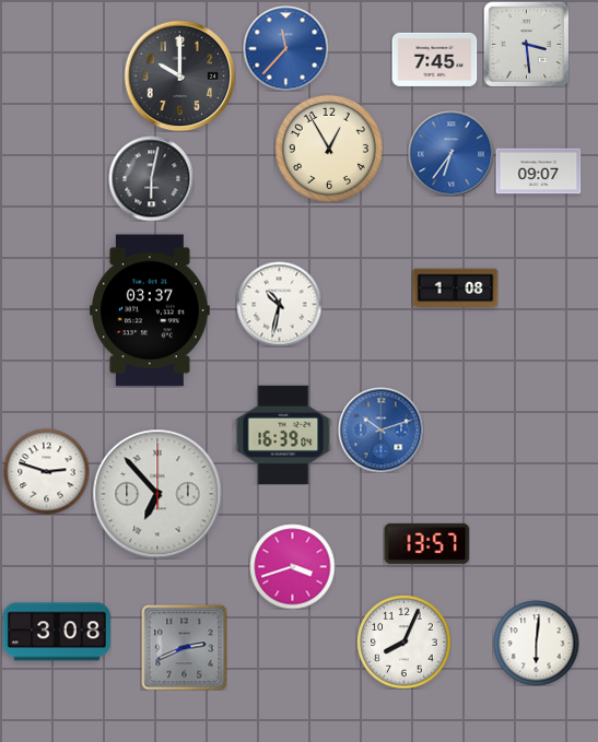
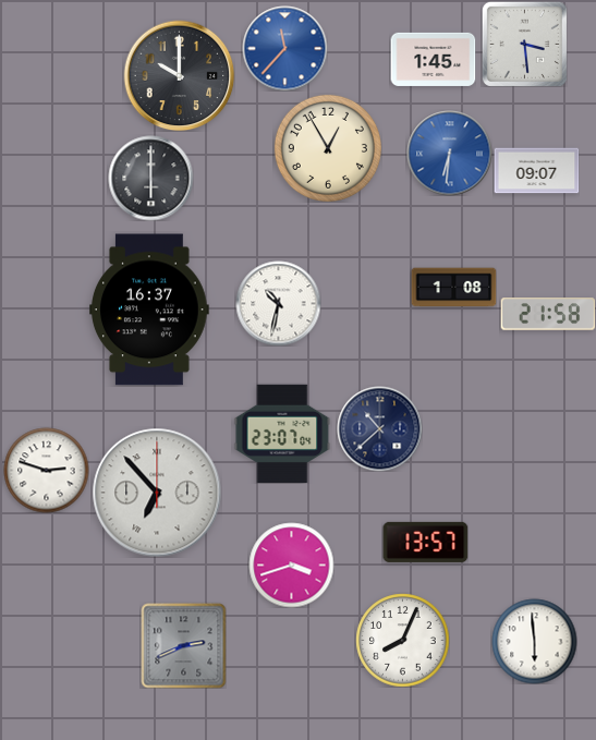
clock at (434, 59): 7:45 -> 1:45
clock at (450, 153): 6:36 -> 6:31
clock at (151, 178): 6:02 -> 6:00
clock at (151, 310): 03:37 -> 16:37
clock at (548, 314): none -> 21:58
clock at (380, 429): 10:12 -> 10:38
clock at (380, 429) dial: blue -> navy
clock at (283, 434): 16:39 -> 23:07
clock at (57, 632): 3:08 -> none
clock at (536, 643): 6:01 -> 5:59
